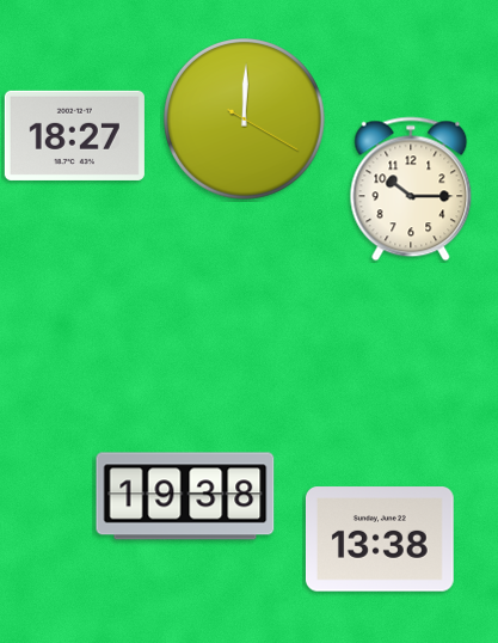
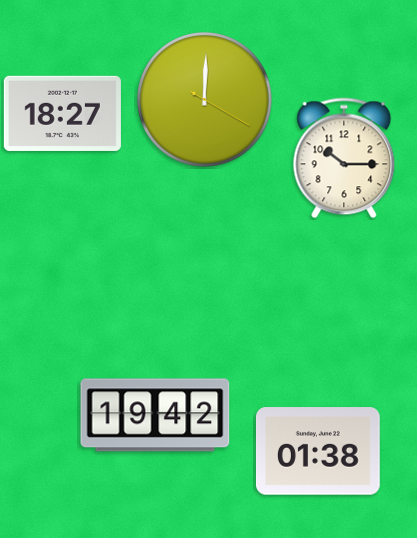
clock at (185, 496): 19:38 -> 19:42
clock at (380, 539): 13:38 -> 01:38
